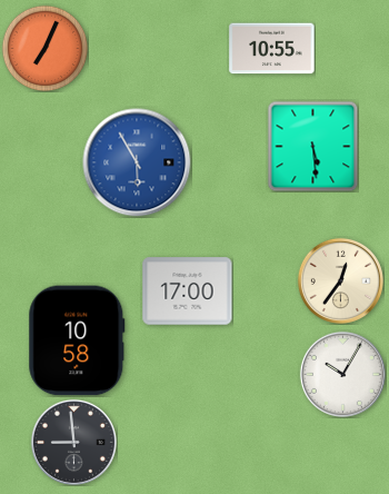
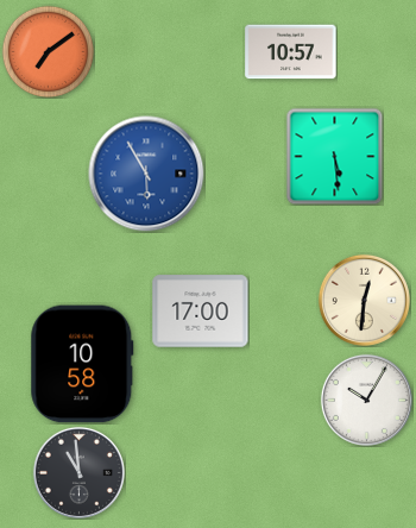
clock at (44, 48): 7:04 -> 7:09
clock at (272, 49): 10:55 -> 10:57
clock at (340, 280): 12:36 -> 12:31
clock at (73, 442): 8:59 -> 10:59
